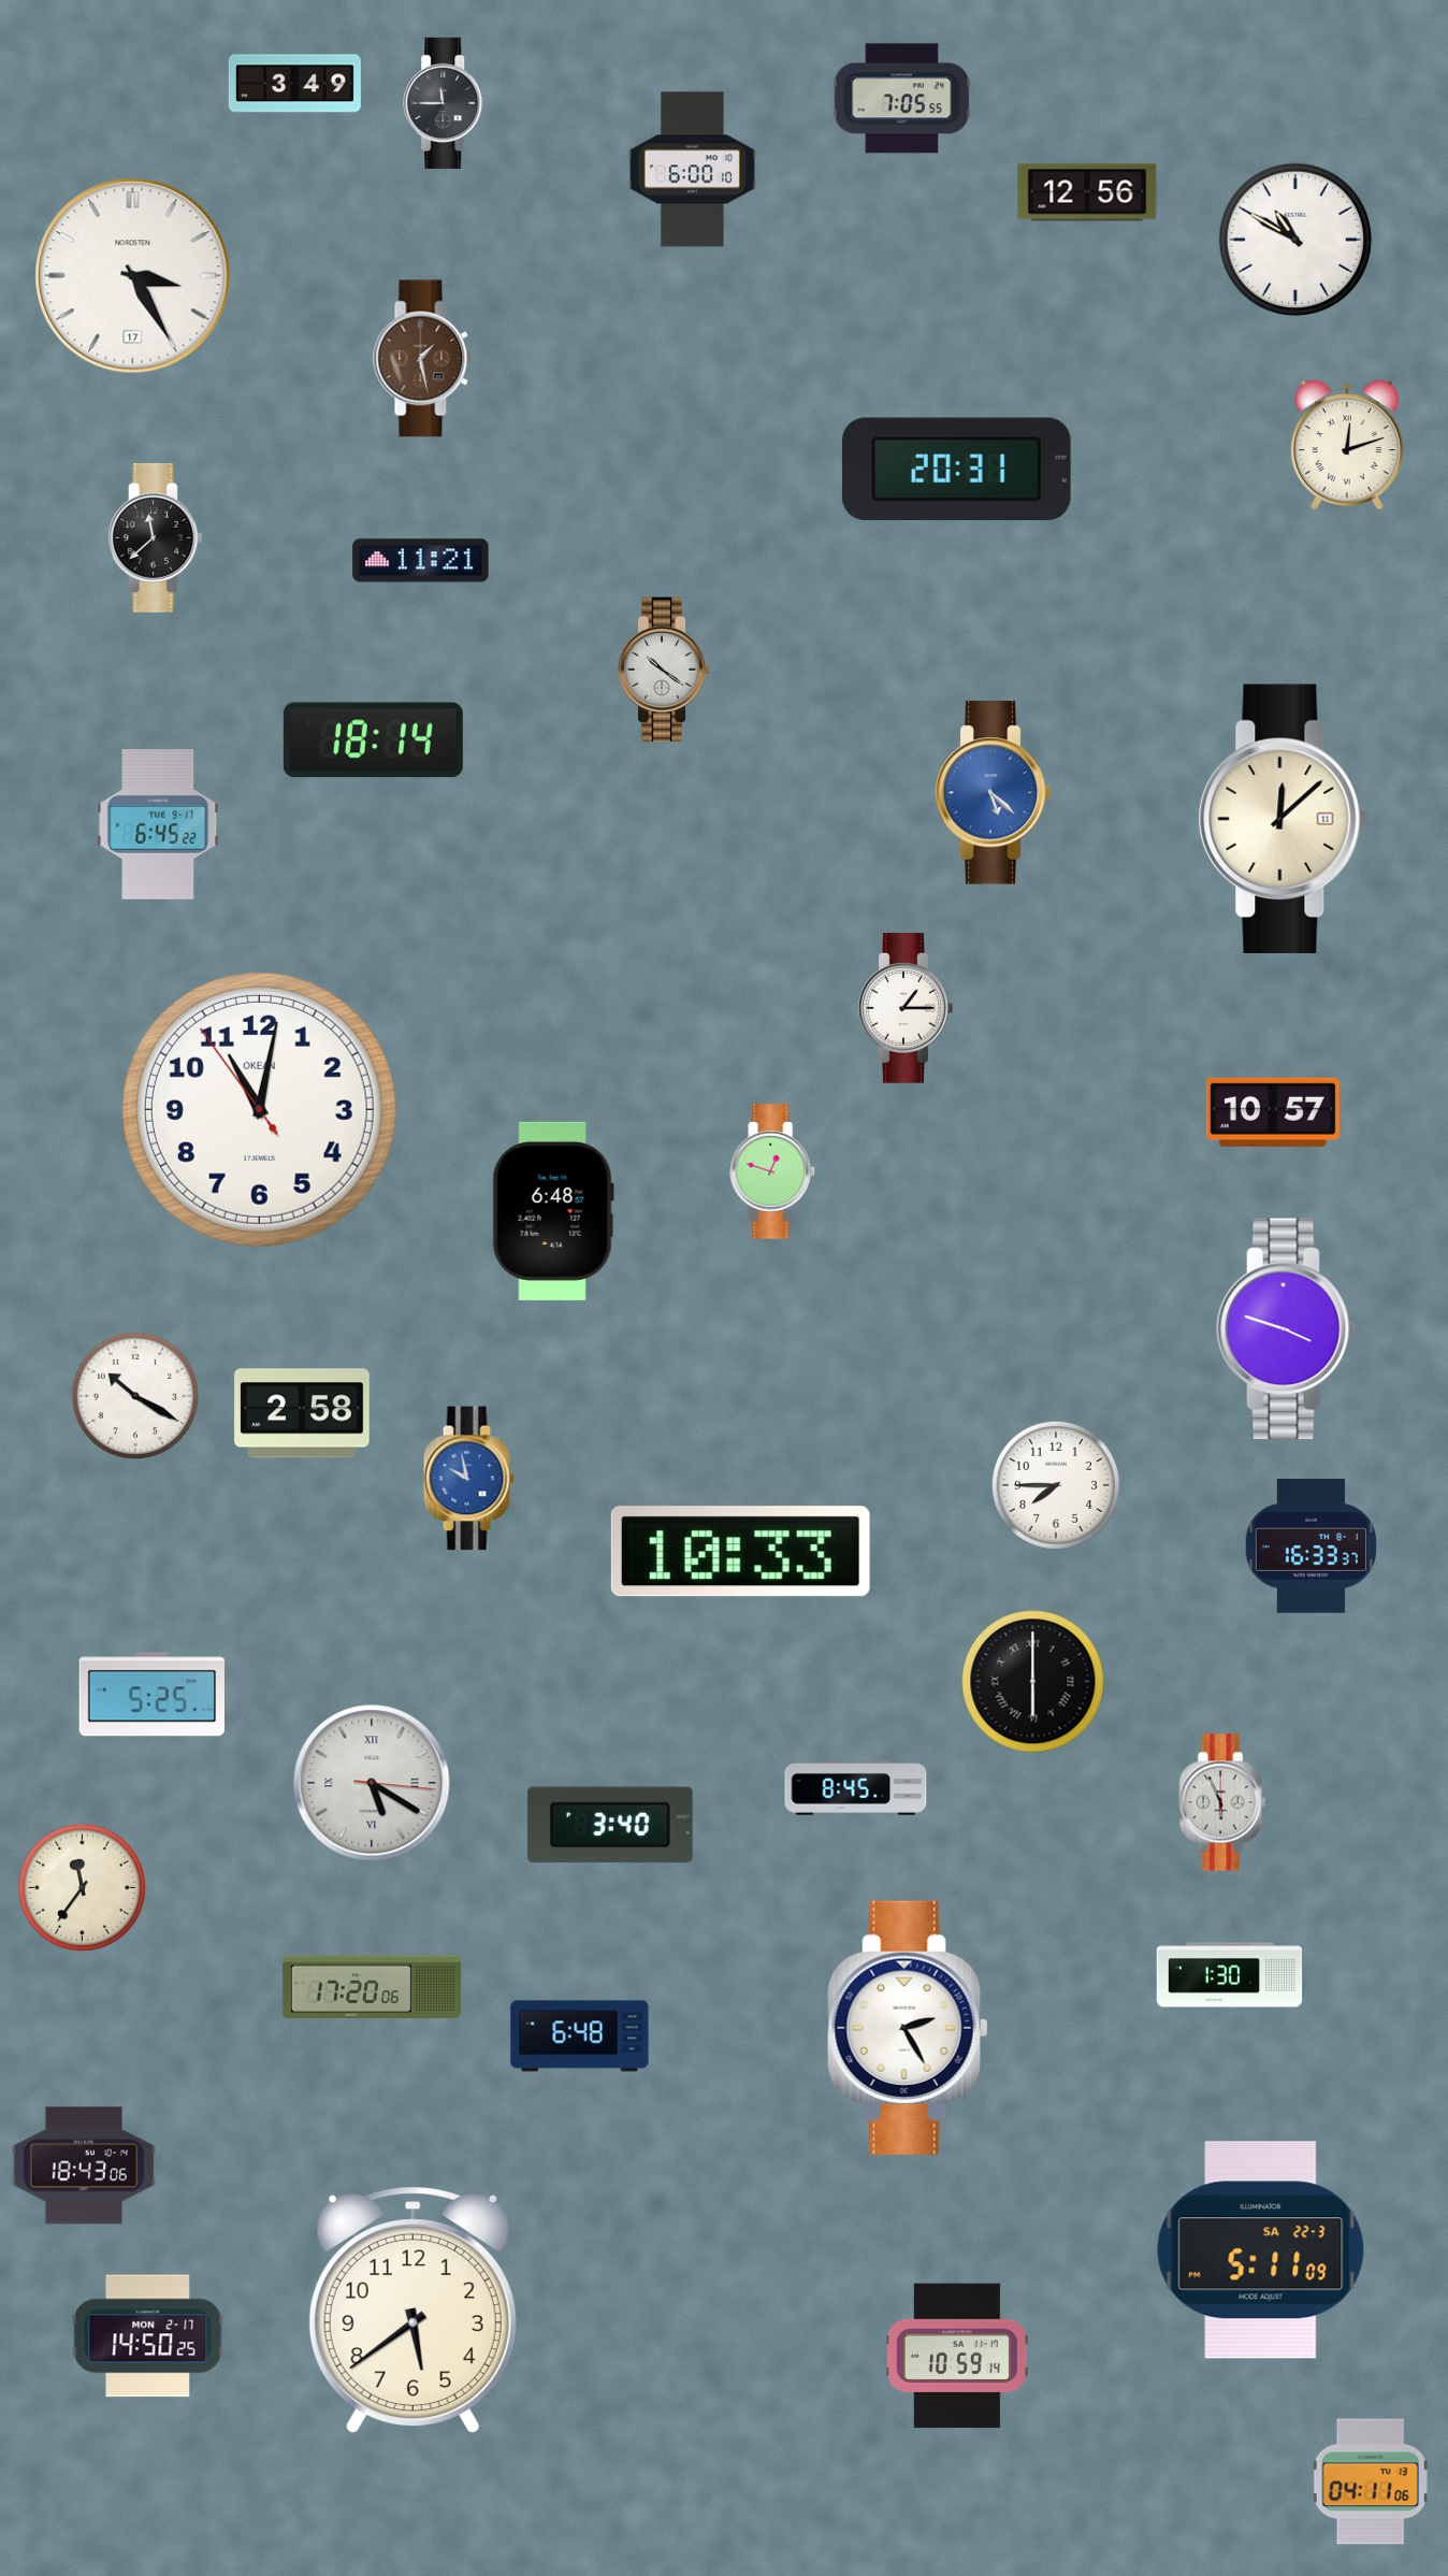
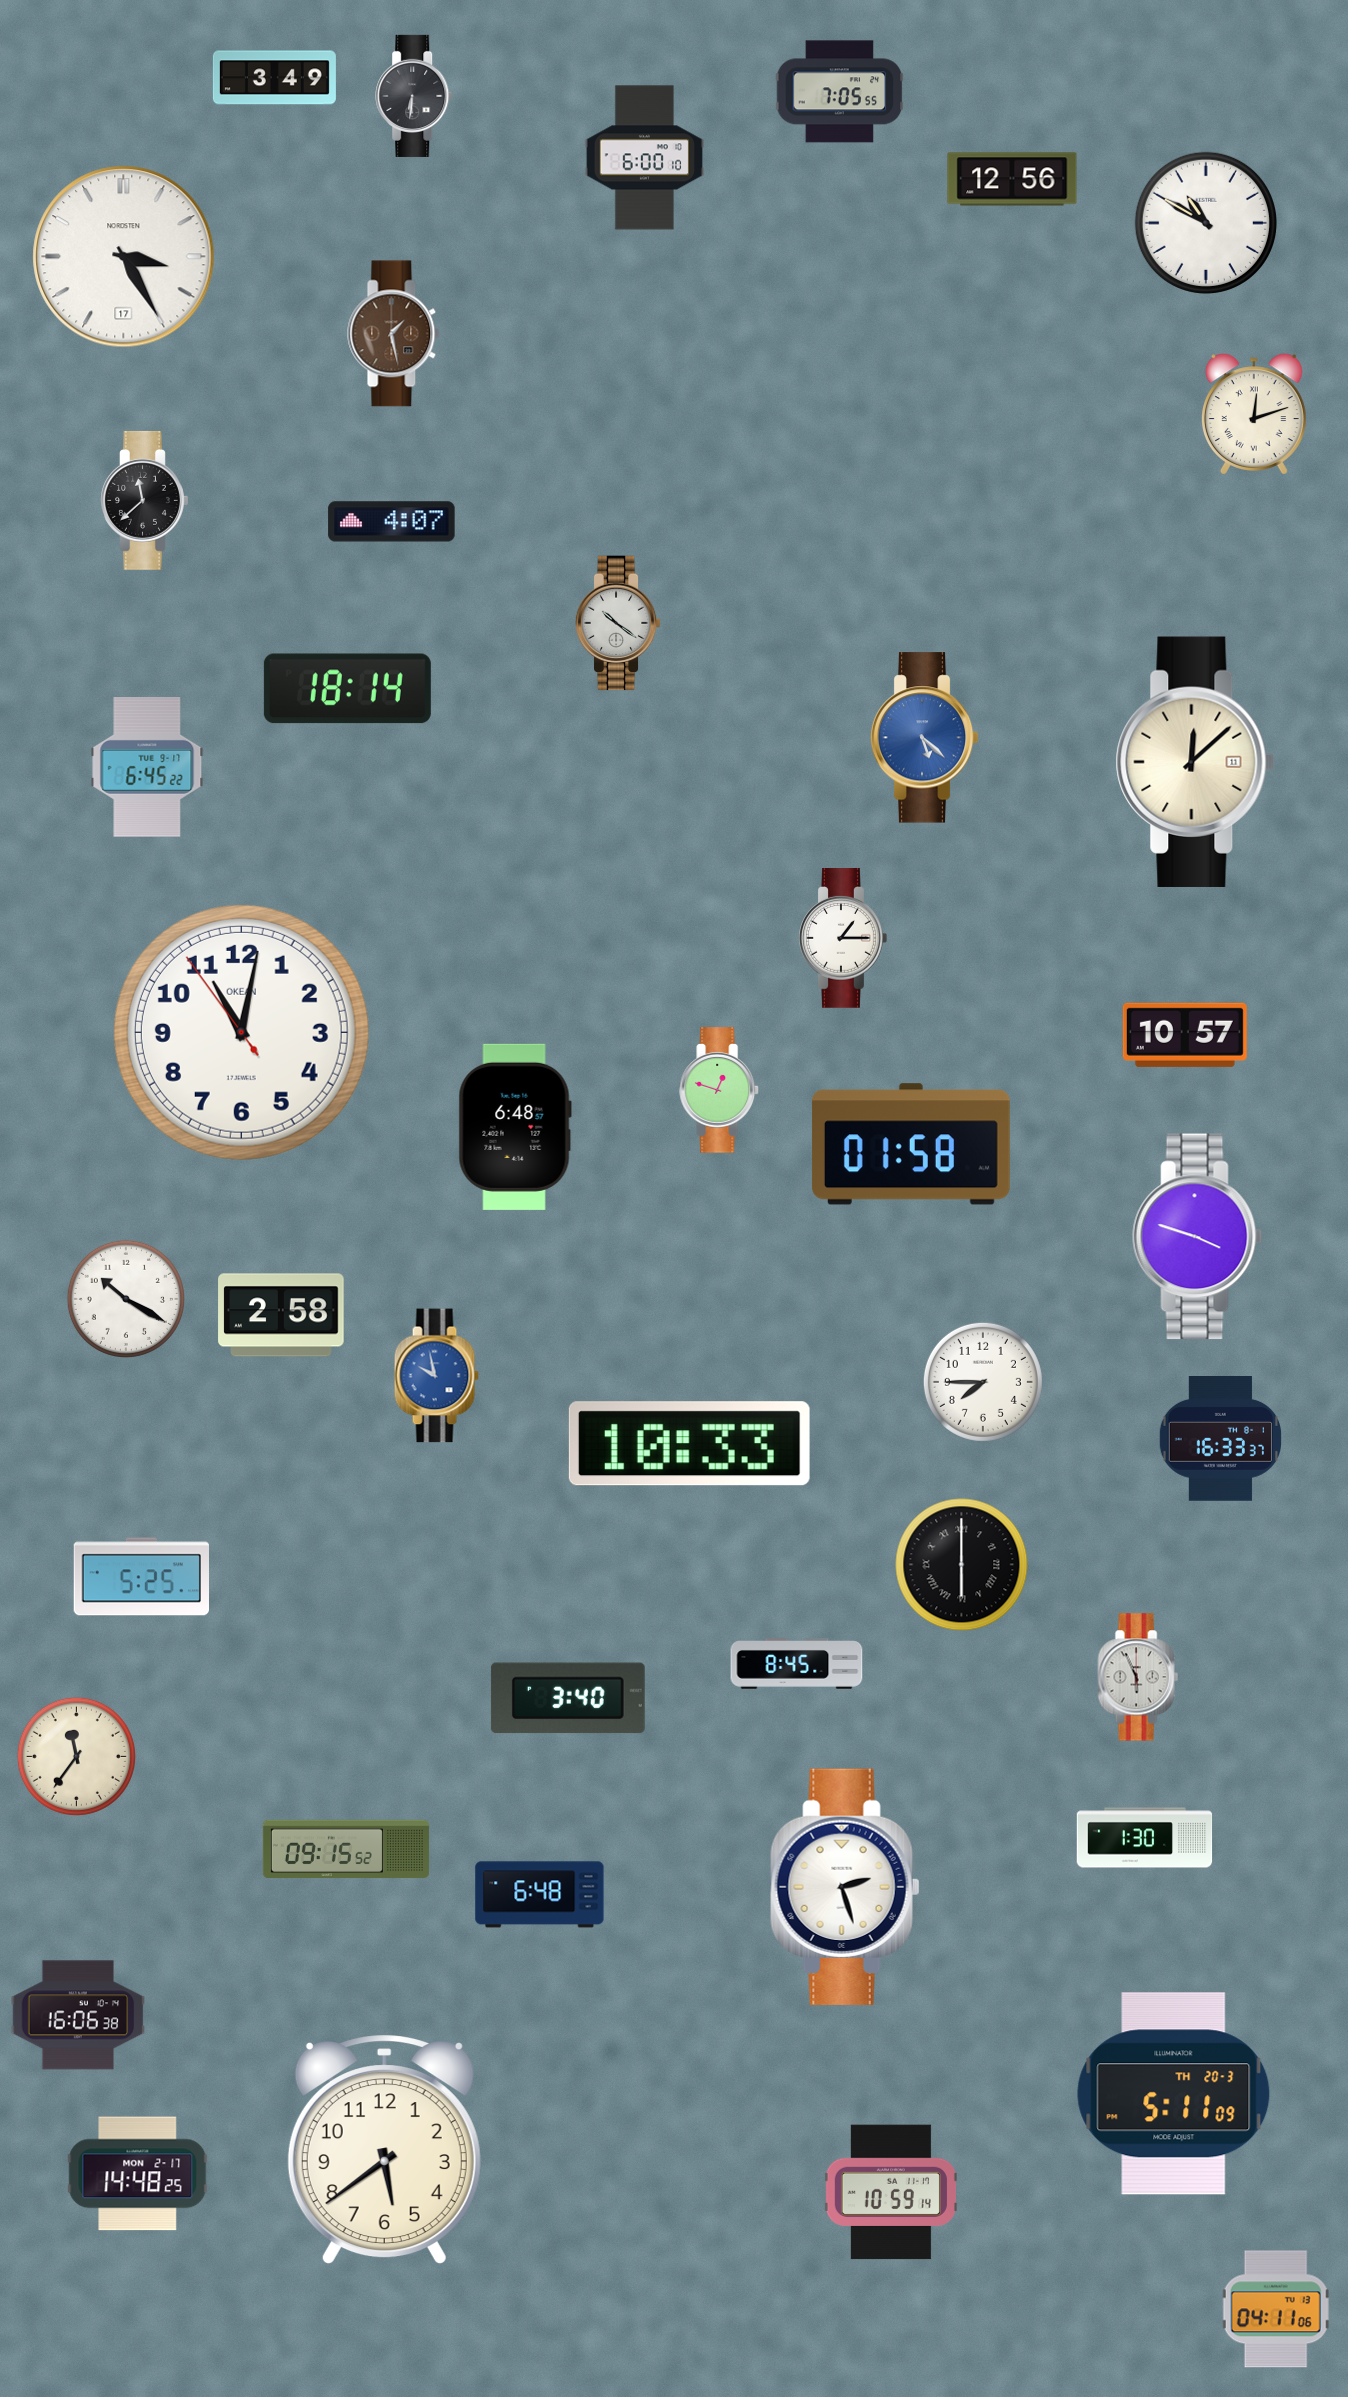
clock at (446, 103): 11:45 -> 6:31
clock at (956, 469): 20:31 -> none
clock at (421, 561): 11:21 -> 4:07
clock at (911, 1144): none -> 01:58
clock at (372, 1783): 5:20 -> none
clock at (372, 1987): 17:20 -> 09:15
clock at (908, 2028): 2:25 -> 2:27
clock at (84, 2165): 18:43 -> 16:06
clock at (1261, 2250) date: SA 22-3 -> TH 20-3
clock at (148, 2336): 14:50 -> 14:48
